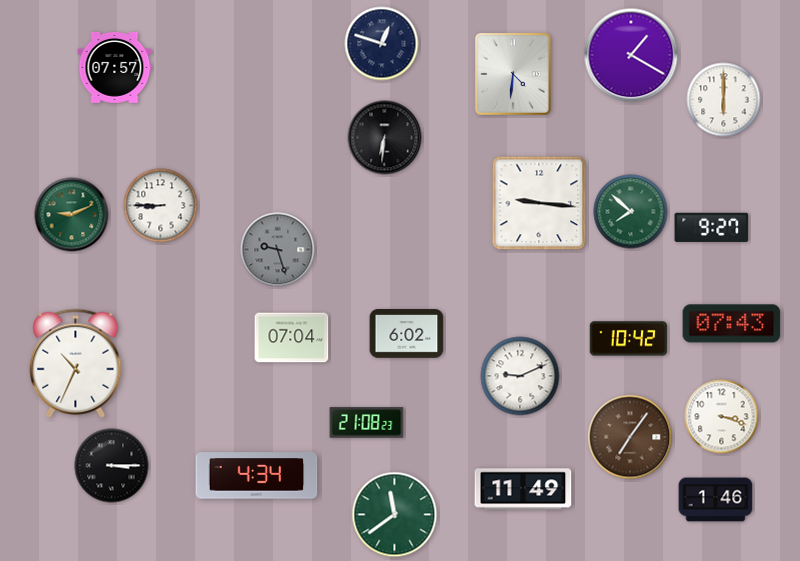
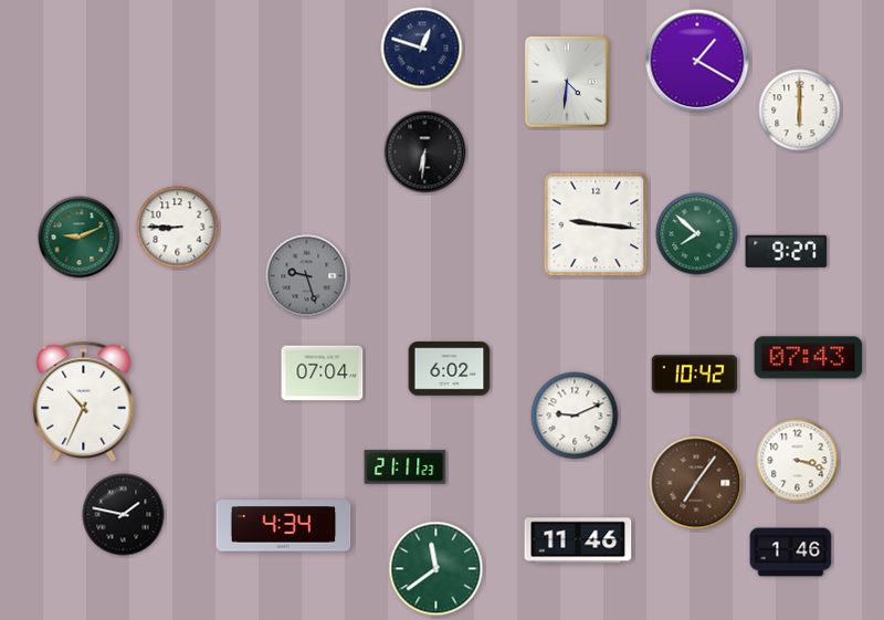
clock at (115, 67): 07:57 -> none
clock at (367, 423): 21:08 -> 21:11
clock at (112, 466): 3:15 -> 1:47
clock at (523, 489): 11:49 -> 11:46
